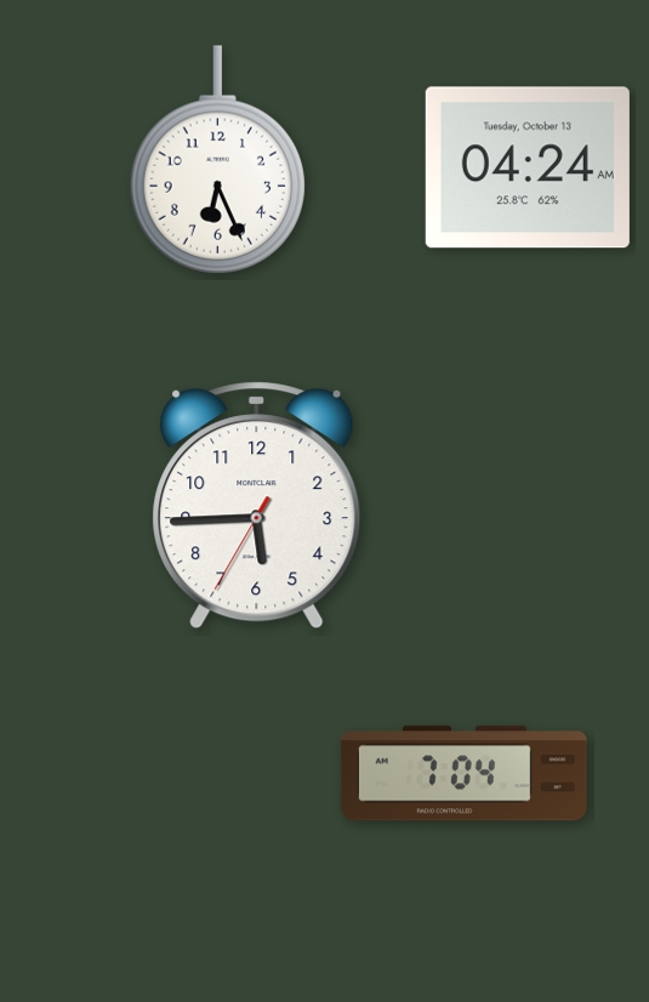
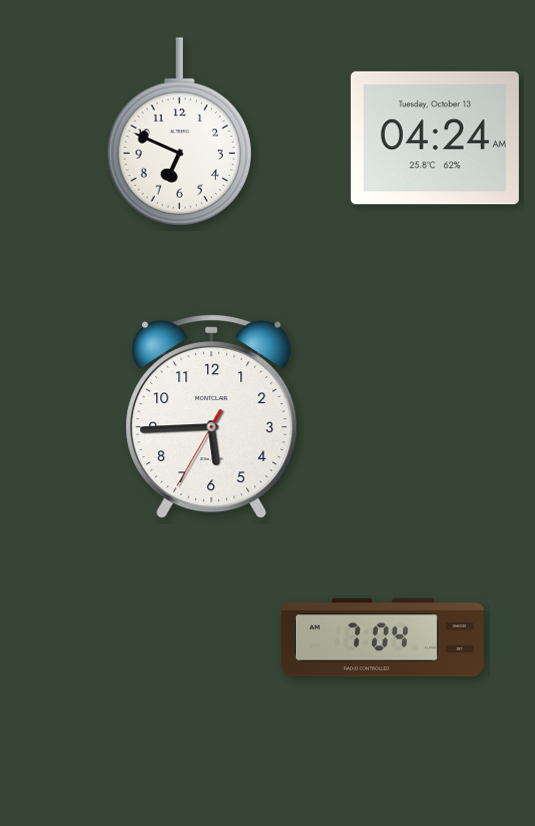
clock at (217, 160): 6:26 -> 6:49
